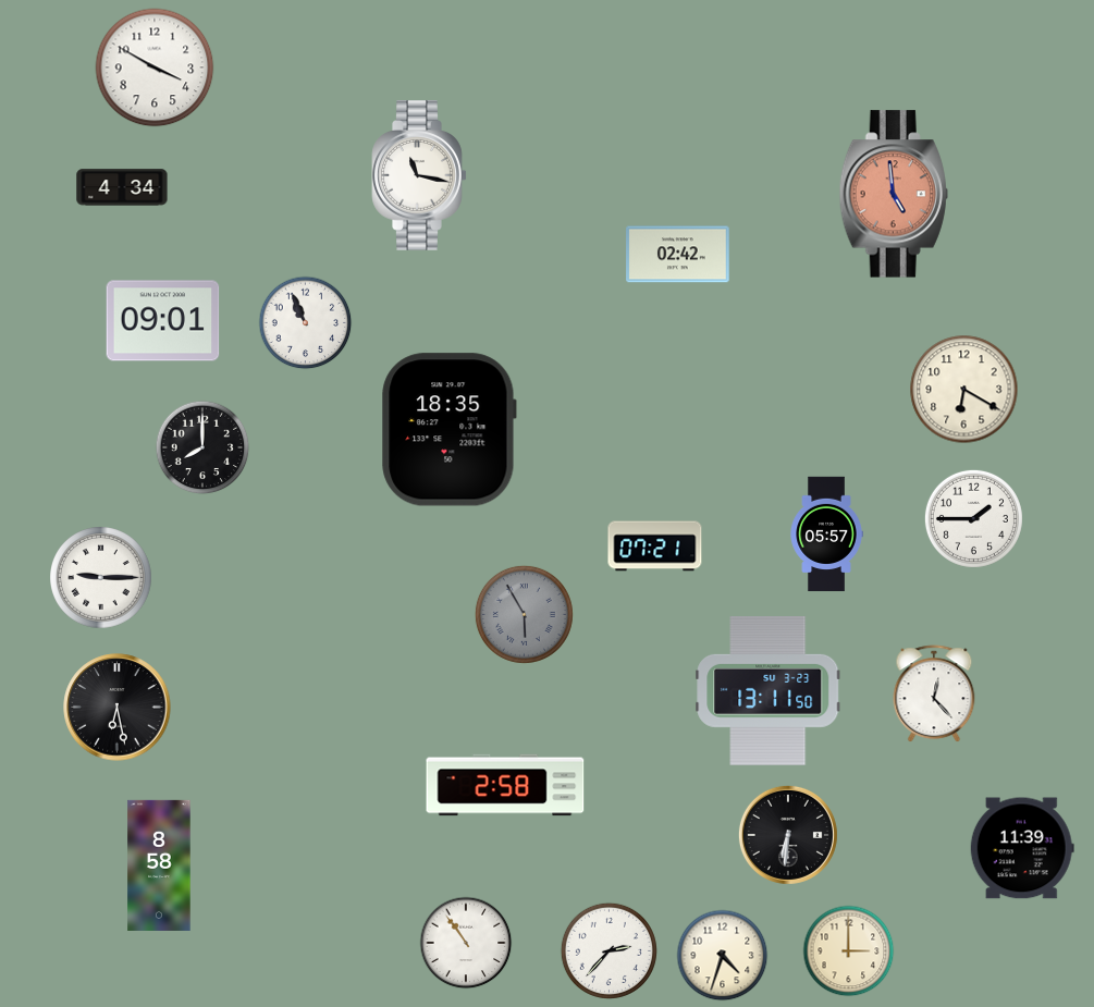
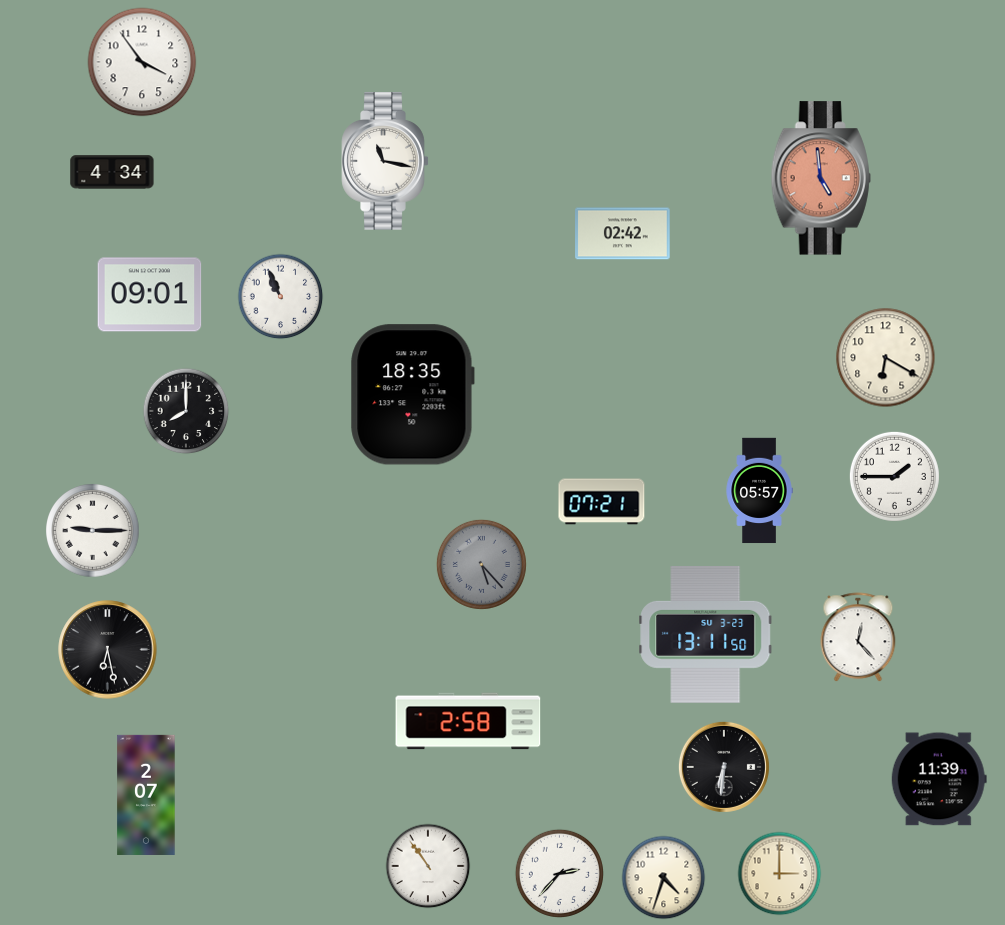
clock at (155, 67): 3:50 -> 3:54
clock at (524, 614): 5:55 -> 5:23
clock at (505, 785) position: (505, 785) -> (468, 721)
clock at (159, 865): 8:58 -> 2:07
